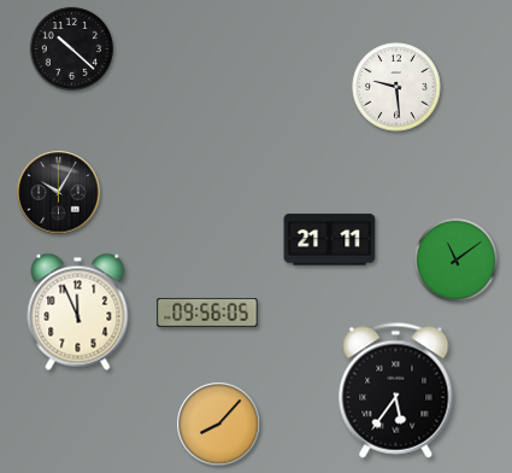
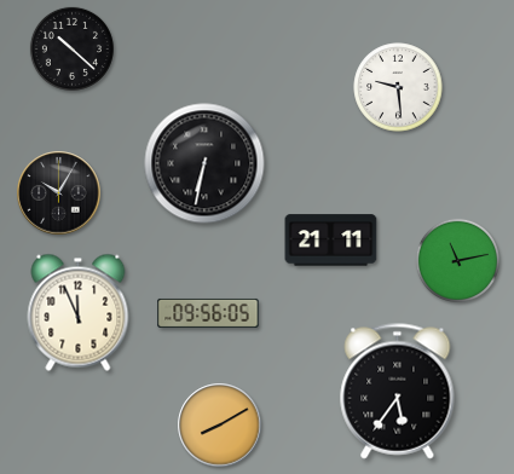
clock at (204, 163): none -> 6:32
clock at (455, 259): 11:09 -> 11:13
clock at (219, 425): 8:07 -> 8:10
